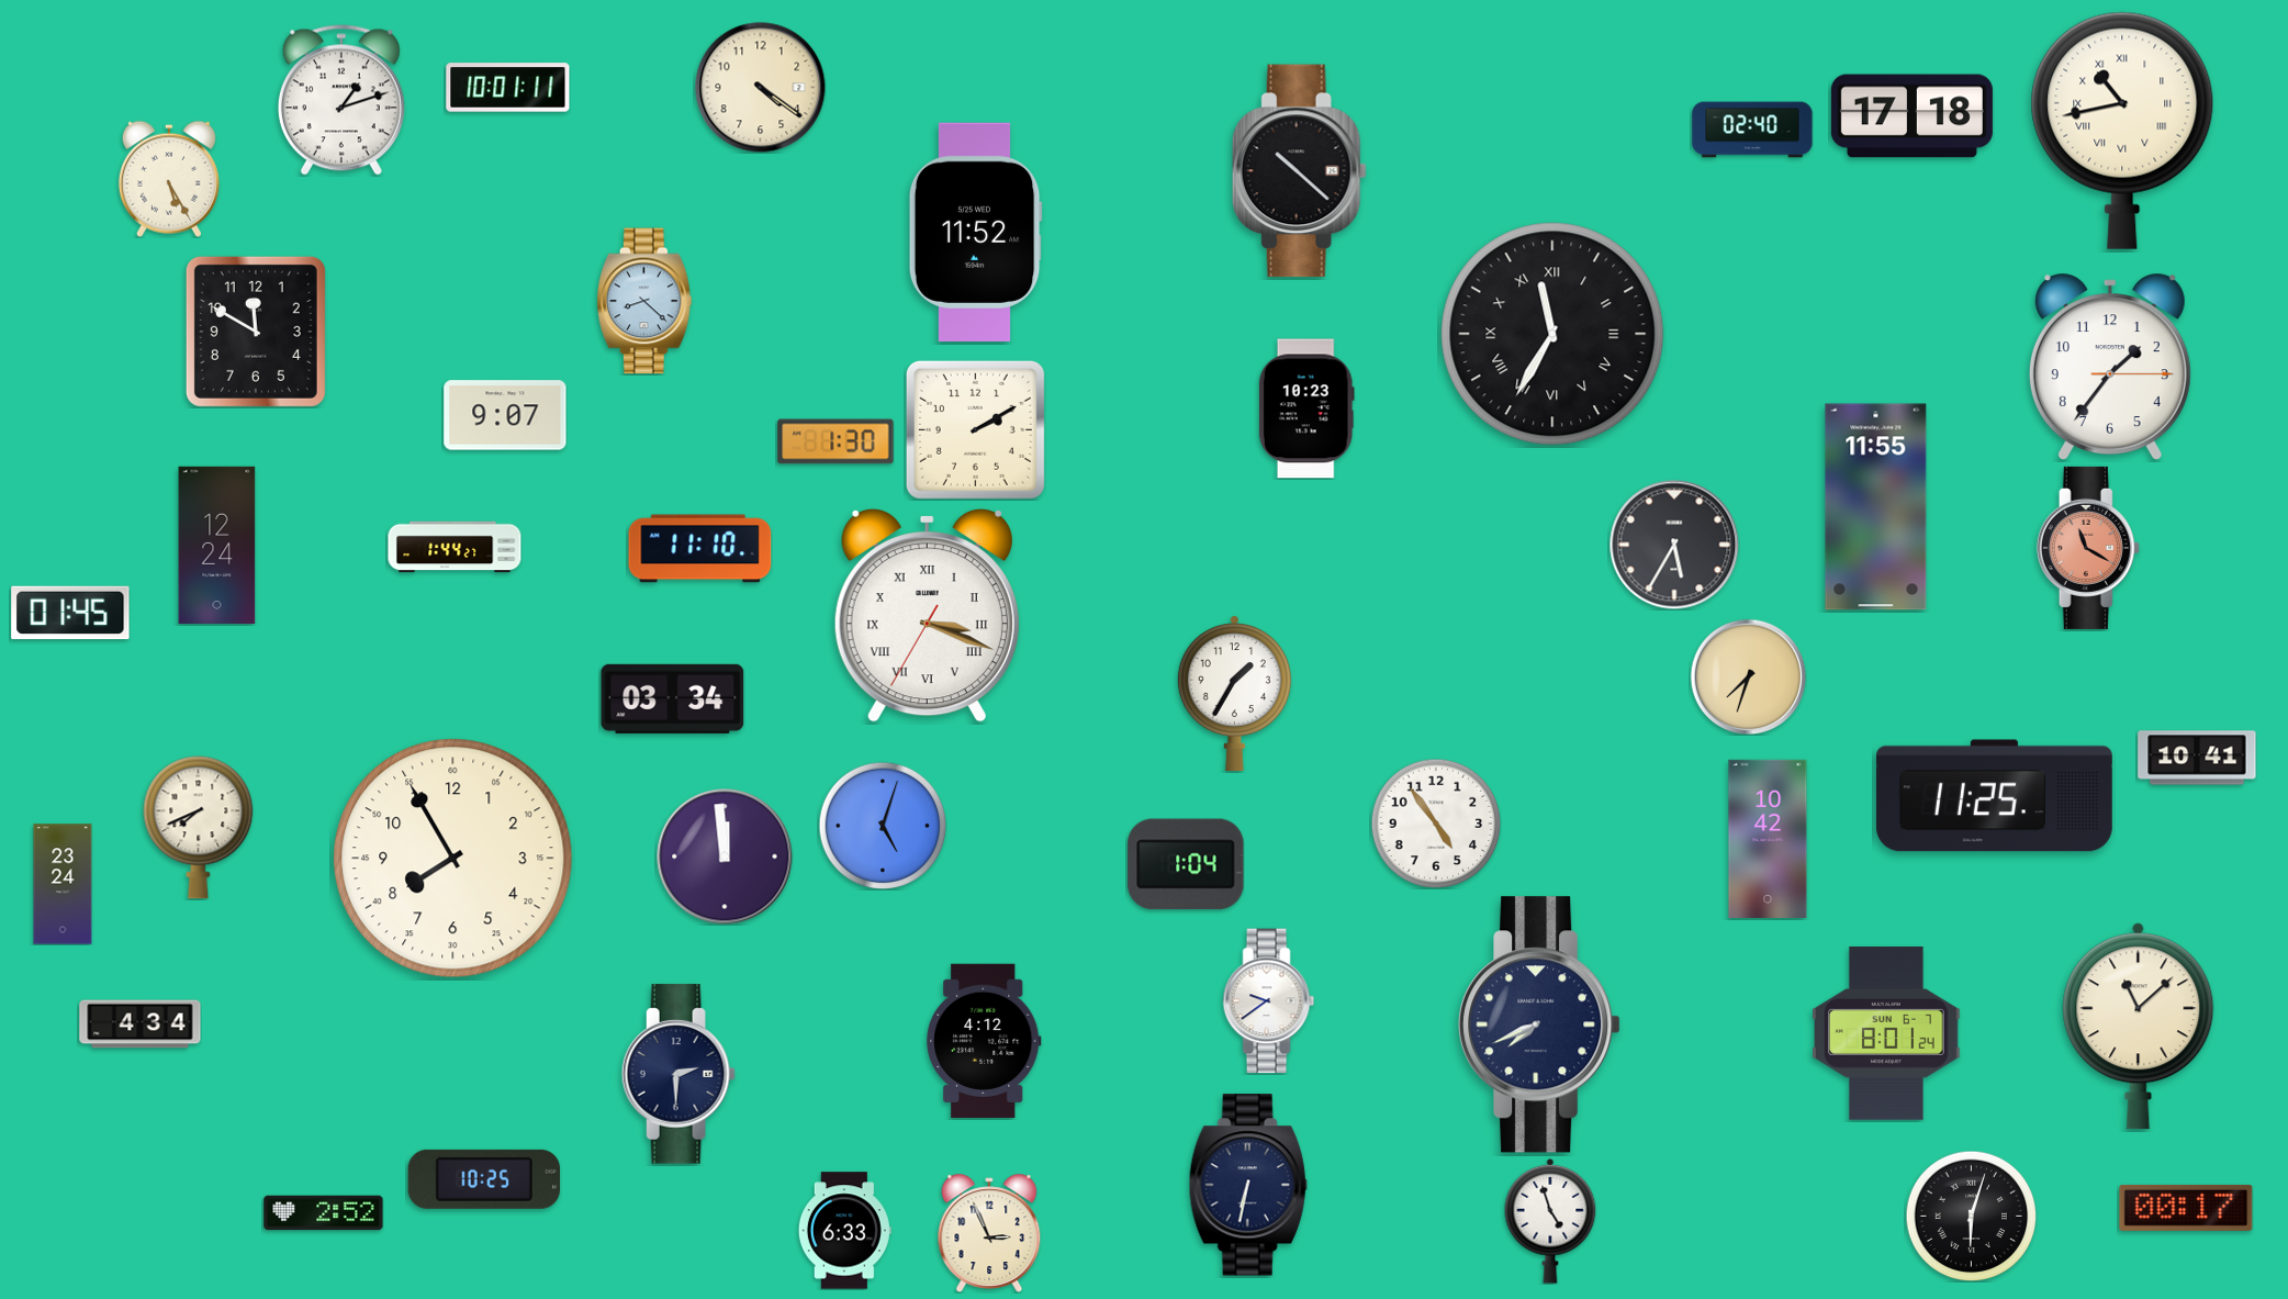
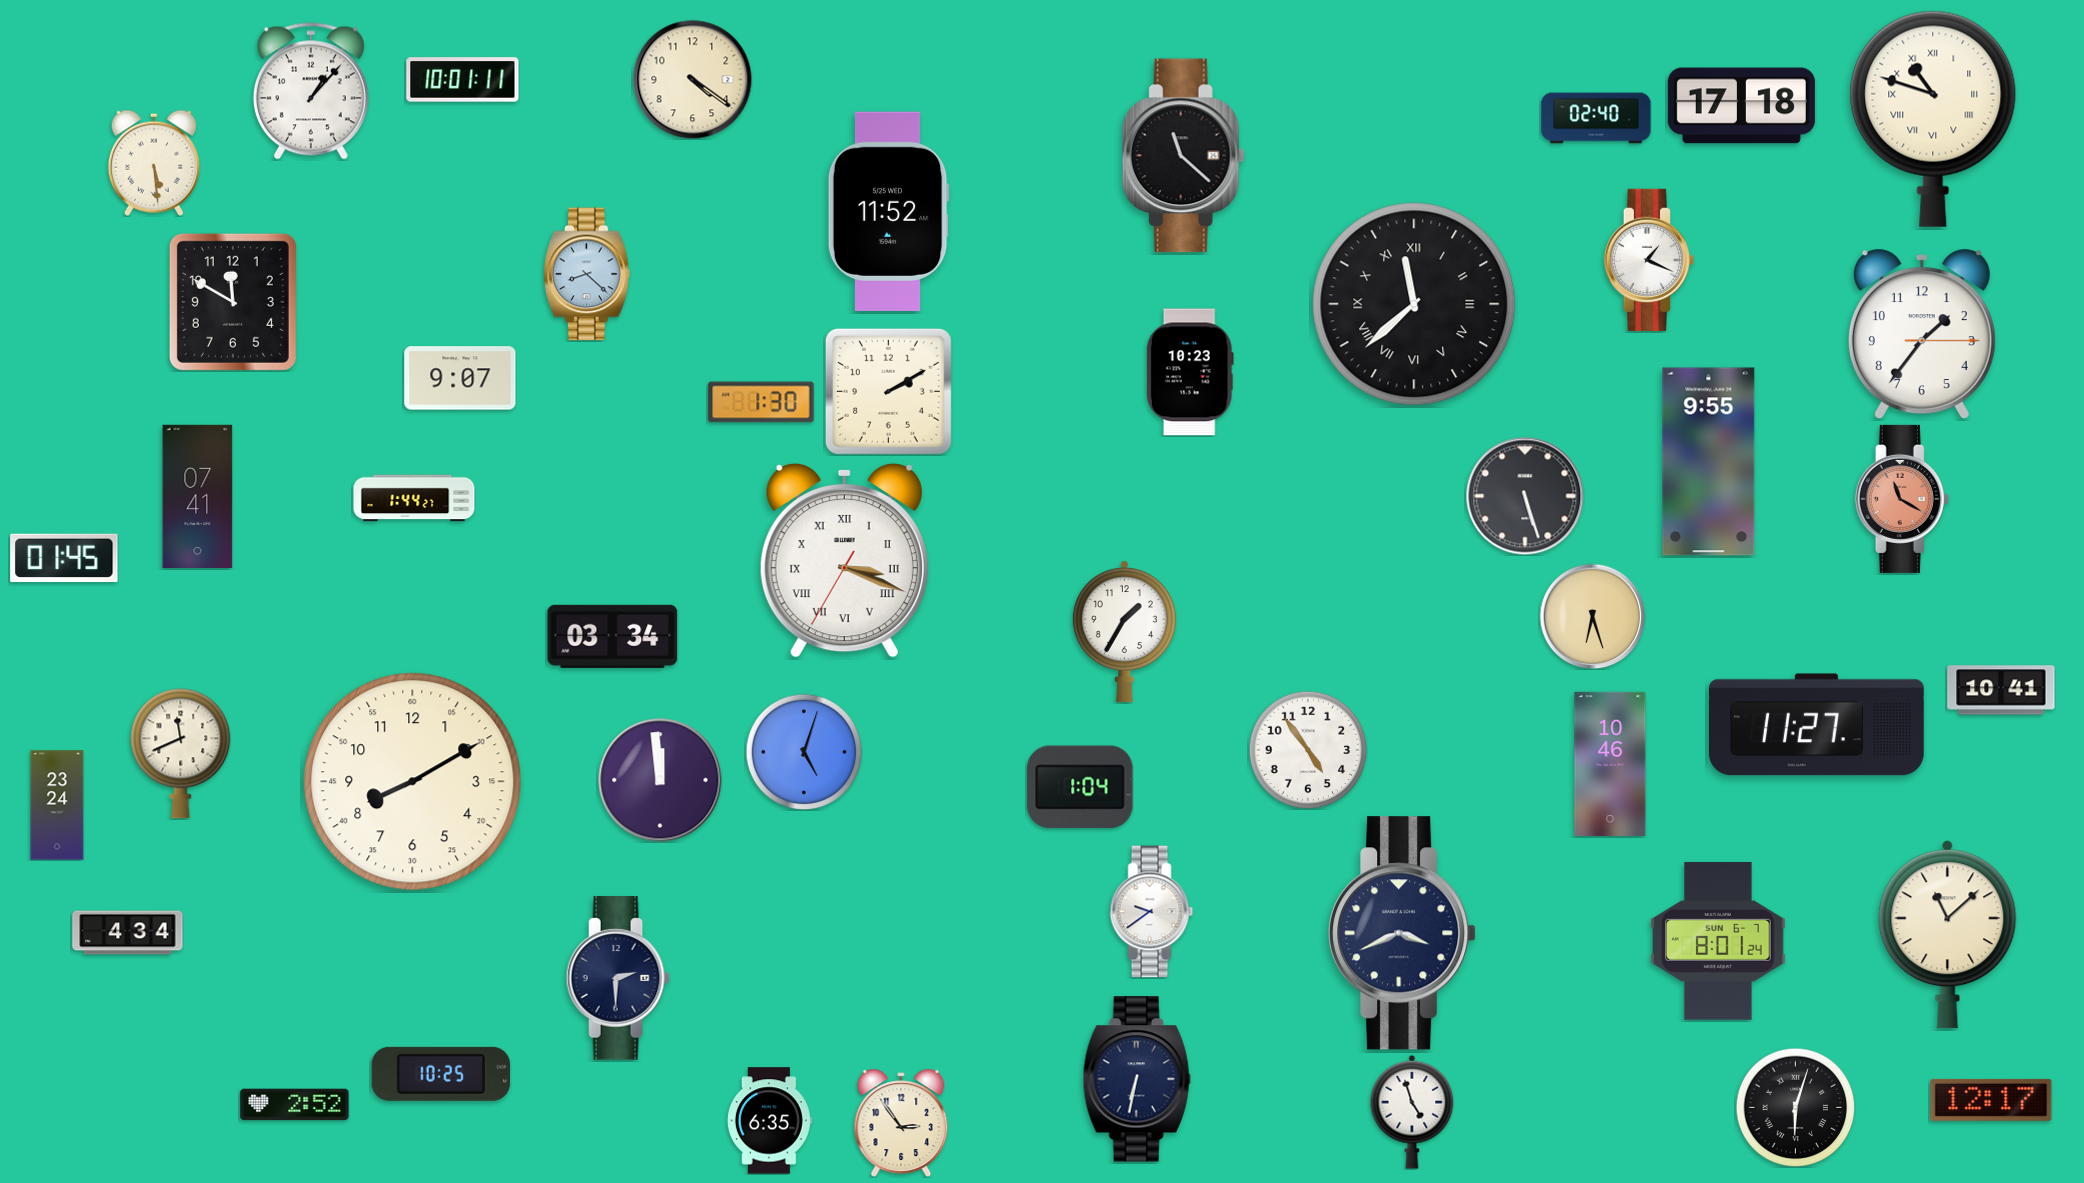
clock at (341, 100): 1:12 -> 1:07
clock at (2122, 131): 10:43 -> 10:48
clock at (1299, 171): 10:22 -> 11:22
clock at (169, 179): 5:25 -> 5:29
clock at (1648, 260): none -> 1:19
clock at (1552, 334): 11:35 -> 11:38
clock at (1876, 507): 11:55 -> 9:55
clock at (217, 545): 12:24 -> 07:41
clock at (1674, 545): 5:35 -> 5:27
clock at (700, 549): 11:10 -> none
clock at (1748, 676): 7:33 -> 6:27
clock at (1994, 796): 11:25 -> 11:27
clock at (199, 828): 7:41 -> 11:41
clock at (1768, 839): 10:42 -> 10:46
clock at (453, 859): 7:55 -> 8:10
clock at (1269, 1001) position: (1269, 1001) -> (1152, 912)
clock at (1539, 1024): 7:41 -> 3:41
clock at (984, 1040): 4:12 -> none
clock at (2186, 1208): 00:17 -> 12:17
clock at (844, 1231): 6:33 -> 6:35
clock at (989, 1233): 2:56 -> 2:54
